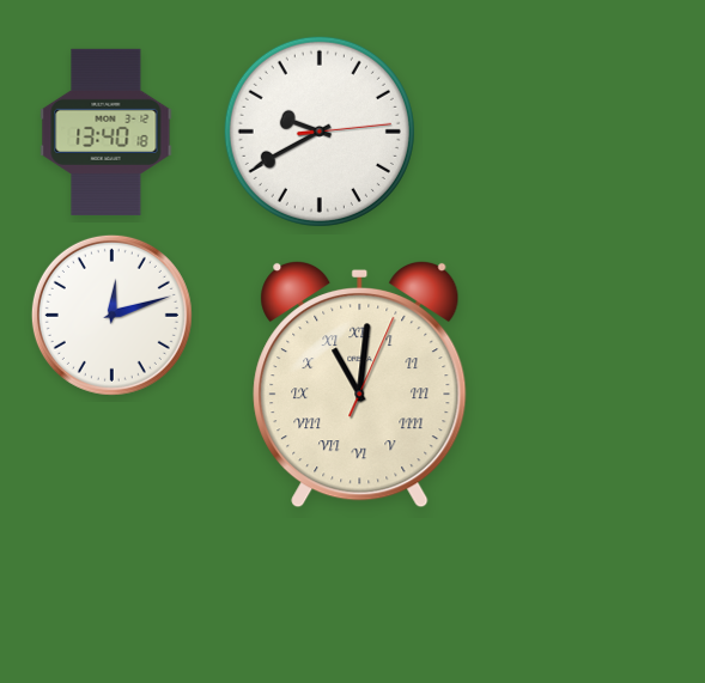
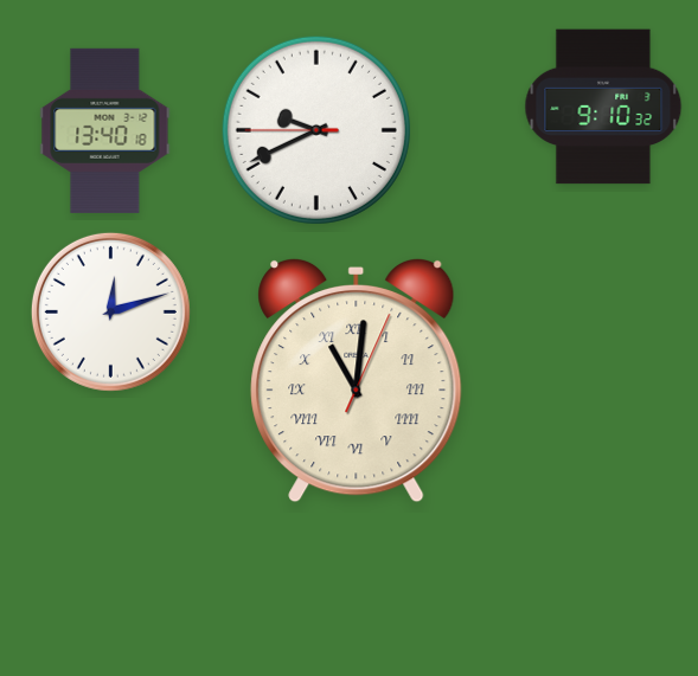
clock at (603, 107): none -> 9:10
clock at (320, 132): 9:40:14 -> 9:40:45
